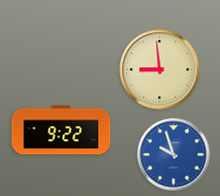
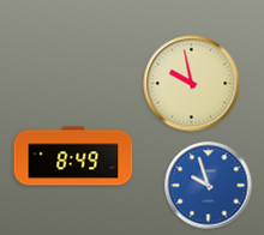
clock at (160, 70): 8:59 -> 9:58
clock at (61, 130): 9:22 -> 8:49
